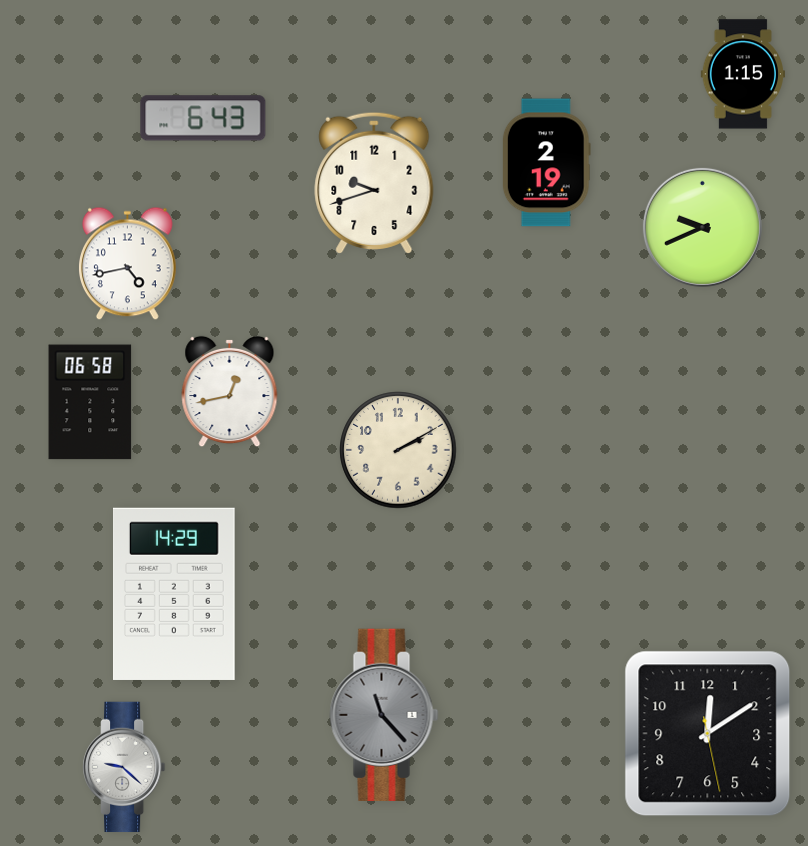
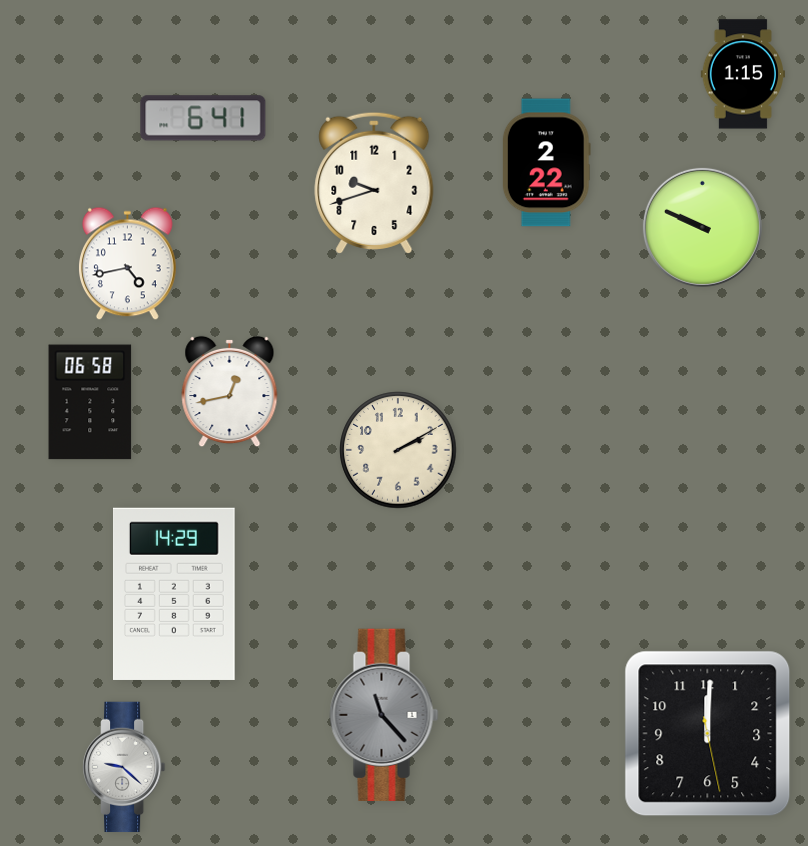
clock at (203, 118): 6:43 -> 6:41
clock at (546, 163): 2:19 -> 2:22
clock at (702, 227): 9:41 -> 9:49
clock at (708, 734): 12:09 -> 12:00
